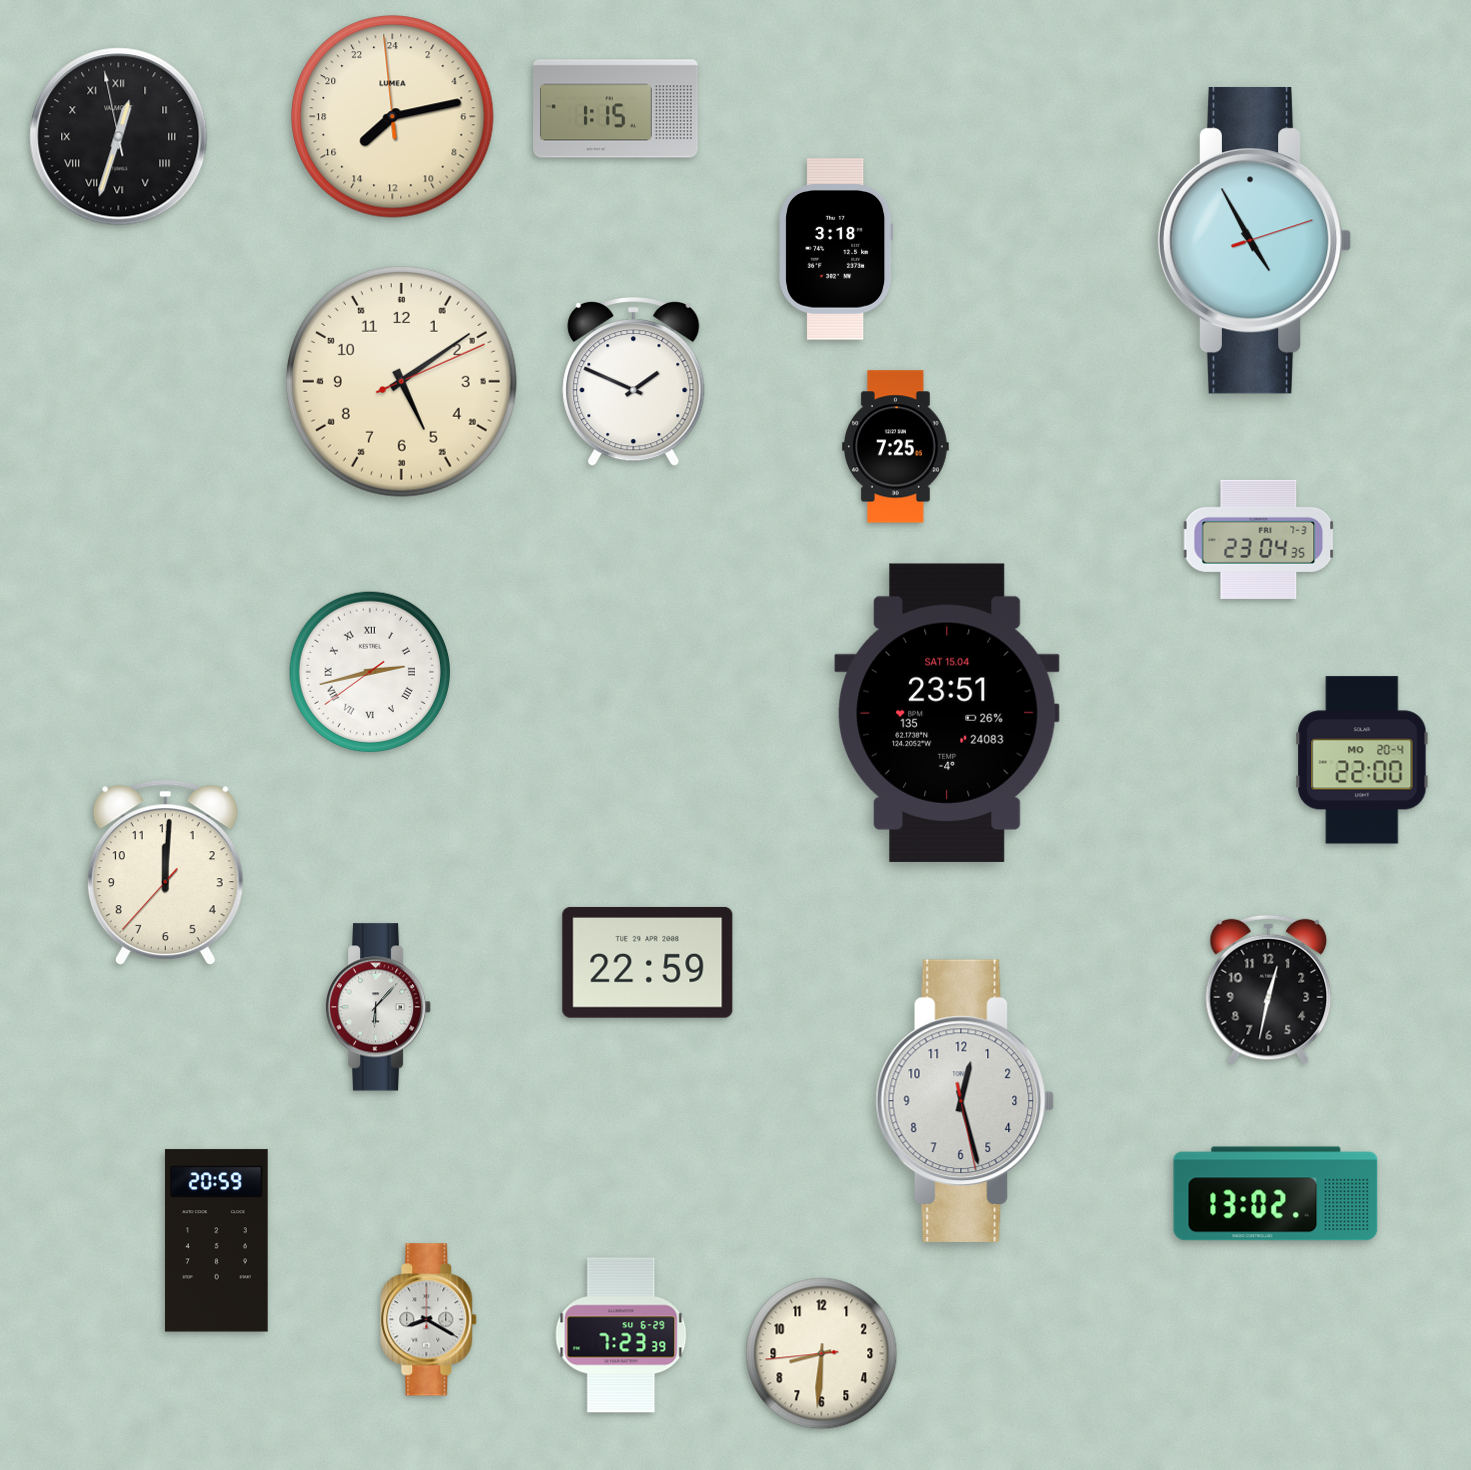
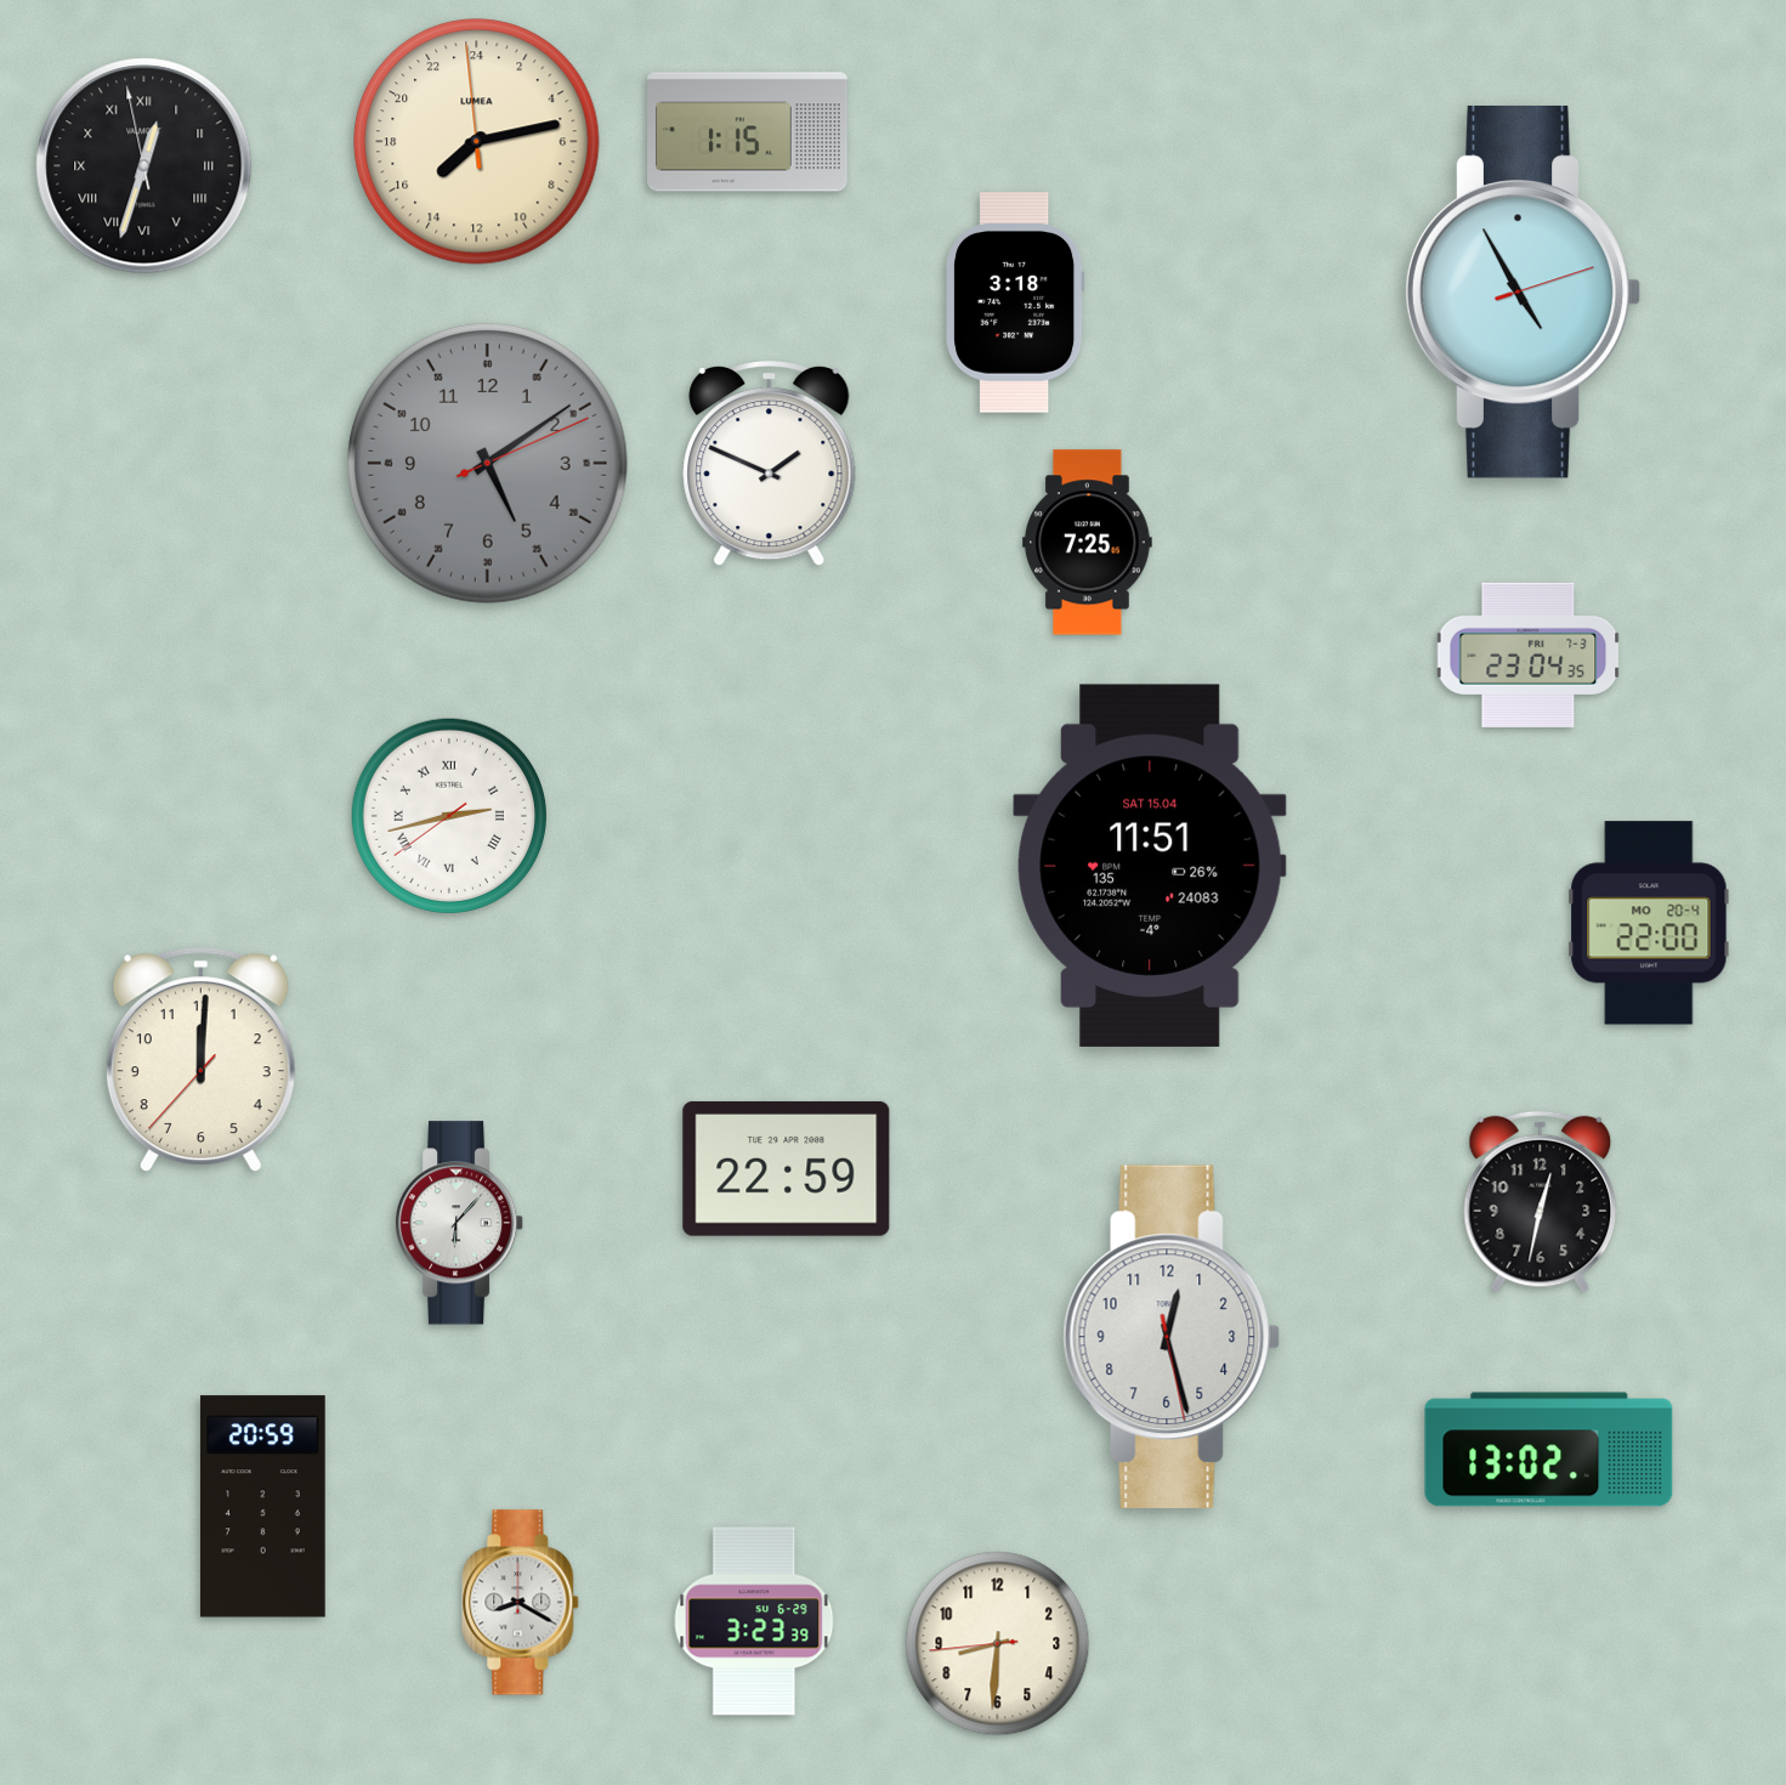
clock at (401, 381) dial: cream -> grey
clock at (947, 713): 23:51 -> 11:51
clock at (1362, 760) position: (1362, 760) -> (1649, 923)
clock at (621, 1335): 7:23 -> 3:23
